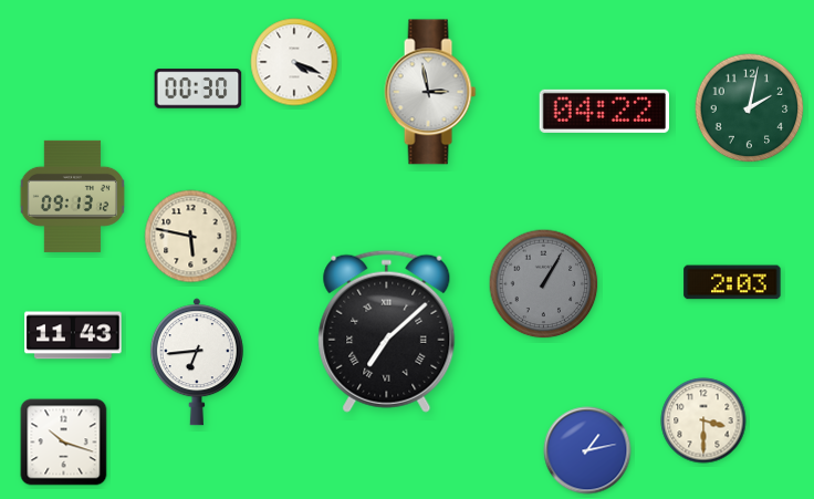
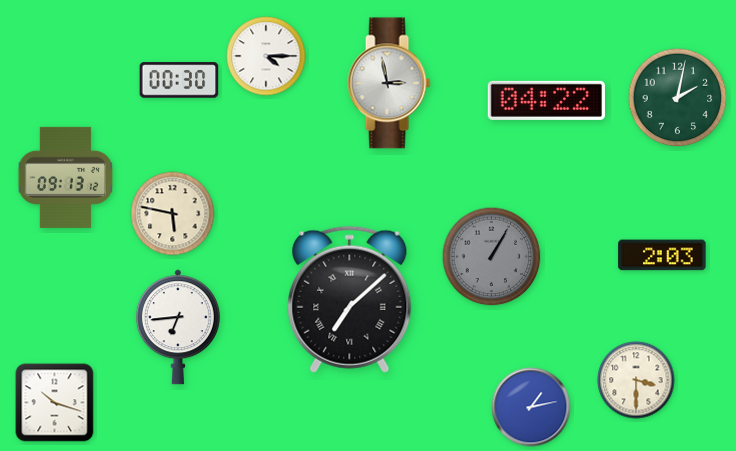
clock at (294, 62): 4:19 -> 4:15
clock at (73, 335): 11:43 -> none
clock at (64, 443) position: (64, 443) -> (55, 403)
